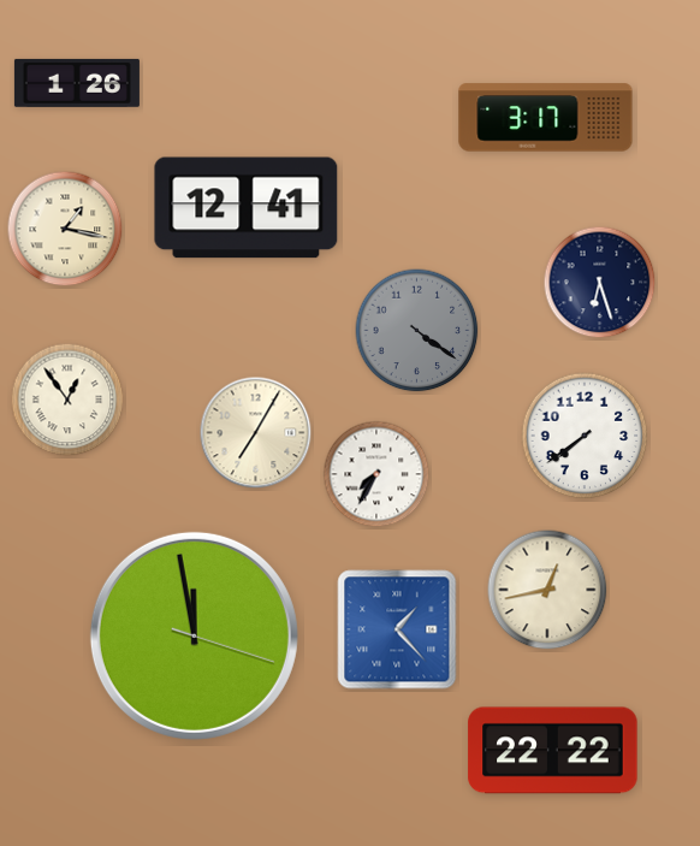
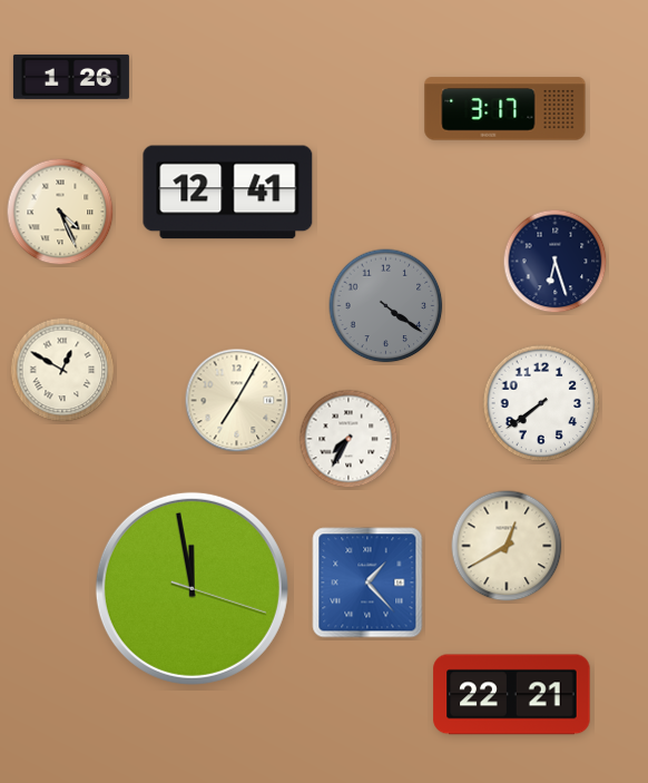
clock at (65, 229): 1:17 -> 4:26
clock at (67, 400): 12:54 -> 12:50
clock at (547, 590): 12:43 -> 12:40
clock at (194, 635) position: (194, 635) -> (192, 588)
clock at (553, 751): 22:22 -> 22:21
